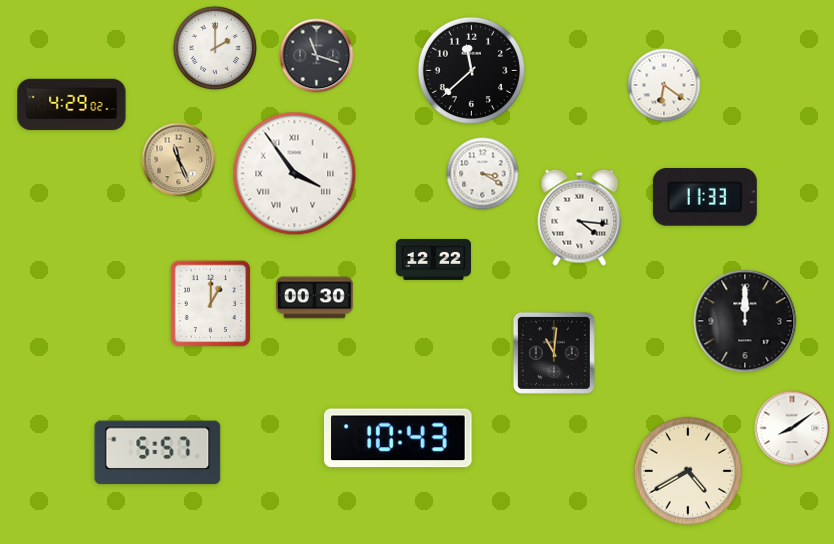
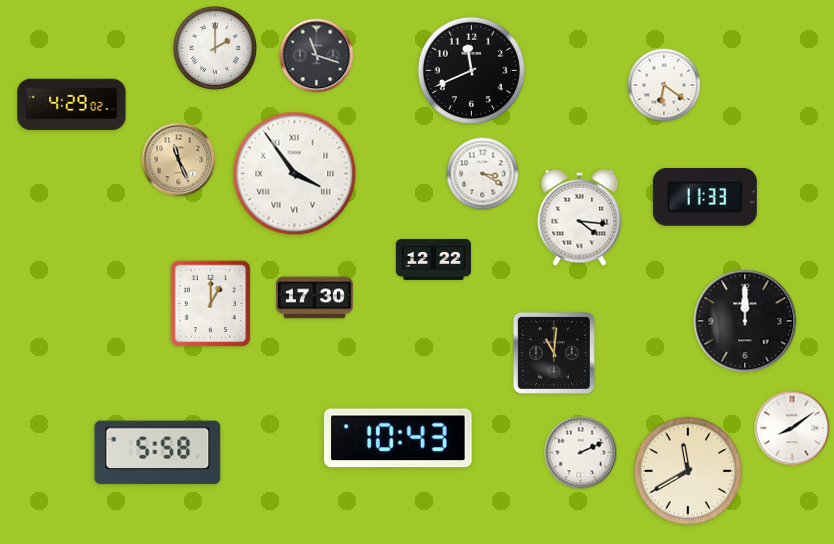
clock at (471, 70): 11:38 -> 11:41
clock at (314, 298): 00:30 -> 17:30
clock at (158, 453): 5:57 -> 5:58
clock at (581, 453): none -> 2:11
clock at (688, 471): 4:40 -> 11:40
